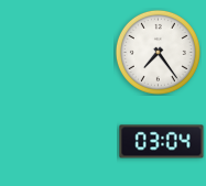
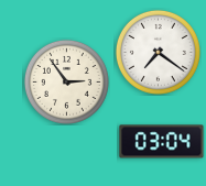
clock at (158, 52): 7:24 -> 7:21
clock at (66, 81): none -> 2:54
